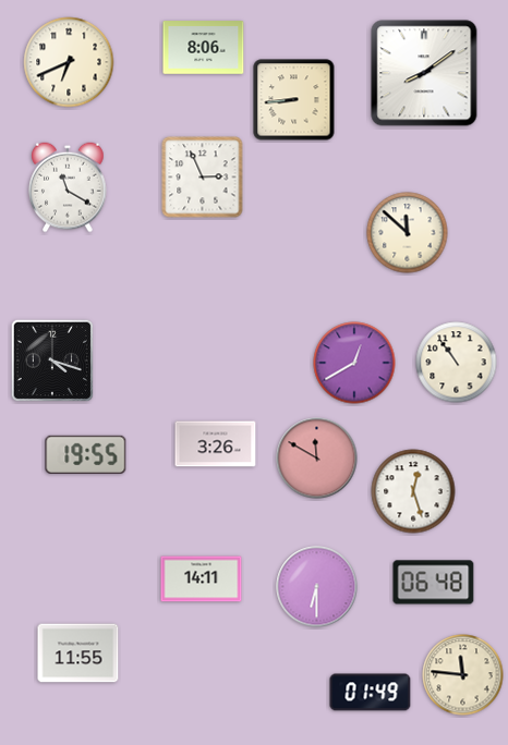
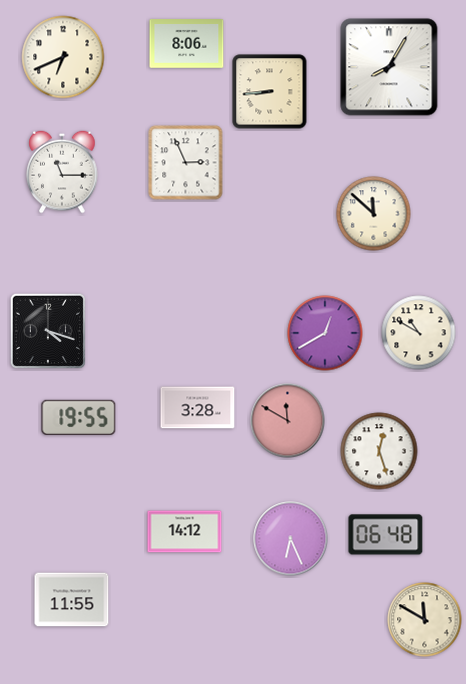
clock at (424, 73): 8:09 -> 8:05
clock at (68, 187): 11:20 -> 11:15
clock at (457, 363): 10:54 -> 10:50
clock at (216, 444): 3:26 -> 3:28
clock at (317, 459) position: (317, 459) -> (288, 421)
clock at (202, 579): 14:11 -> 14:12
clock at (434, 583) position: (434, 583) -> (386, 535)
clock at (317, 587): 6:30 -> 6:26
clock at (463, 675): 11:46 -> 11:50
clock at (371, 693): 01:49 -> none
